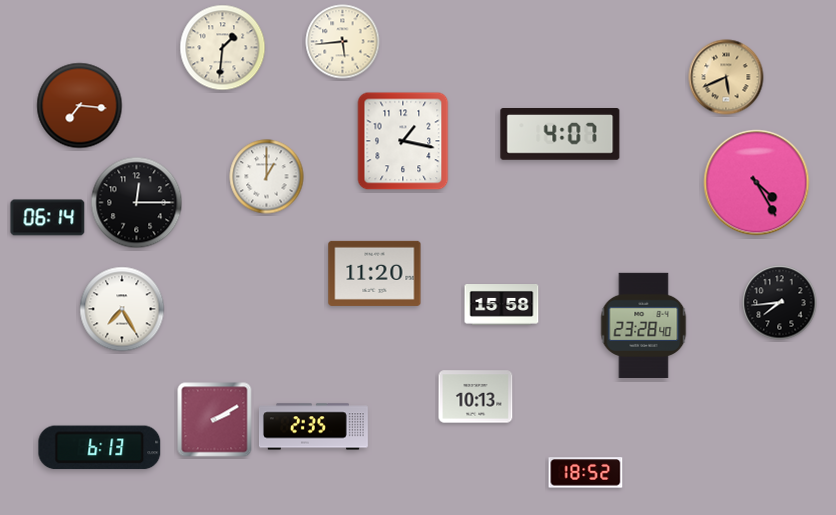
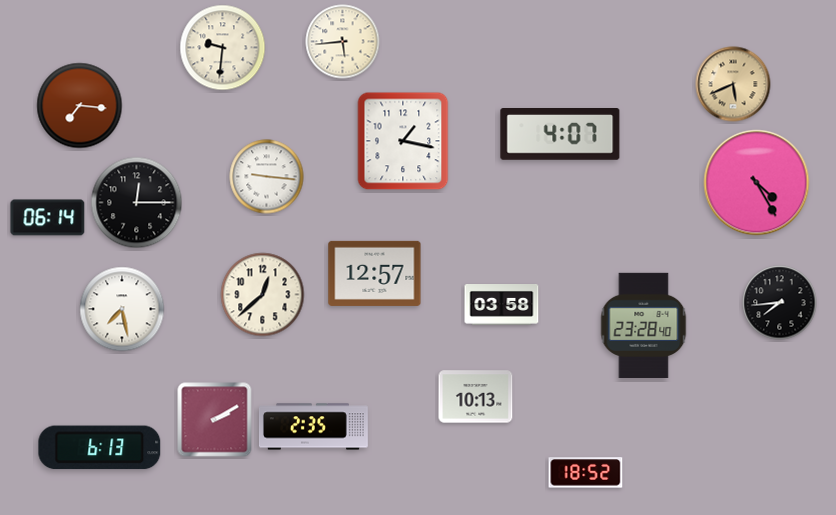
clock at (223, 48): 1:31 -> 9:31
clock at (726, 77) position: (726, 77) -> (733, 84)
clock at (267, 177): 1:00 -> 9:16
clock at (375, 273): 11:20 -> 12:57
clock at (263, 295): none -> 12:38
clock at (502, 305): 15:58 -> 03:58
clock at (122, 309): 7:25 -> 7:28
